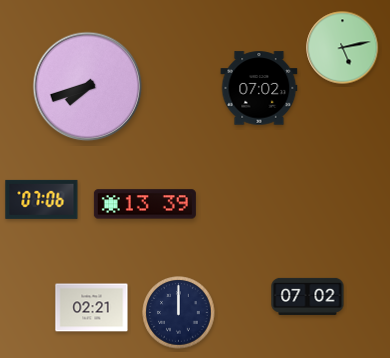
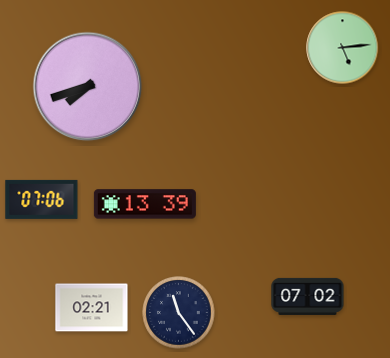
clock at (343, 48): 5:13 -> 5:14
clock at (259, 88): 07:02 -> none
clock at (179, 313): 12:00 -> 11:24
